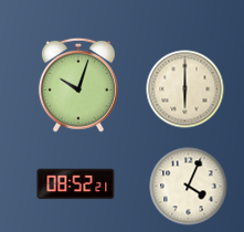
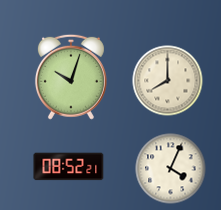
clock at (185, 89): 6:00 -> 8:00
